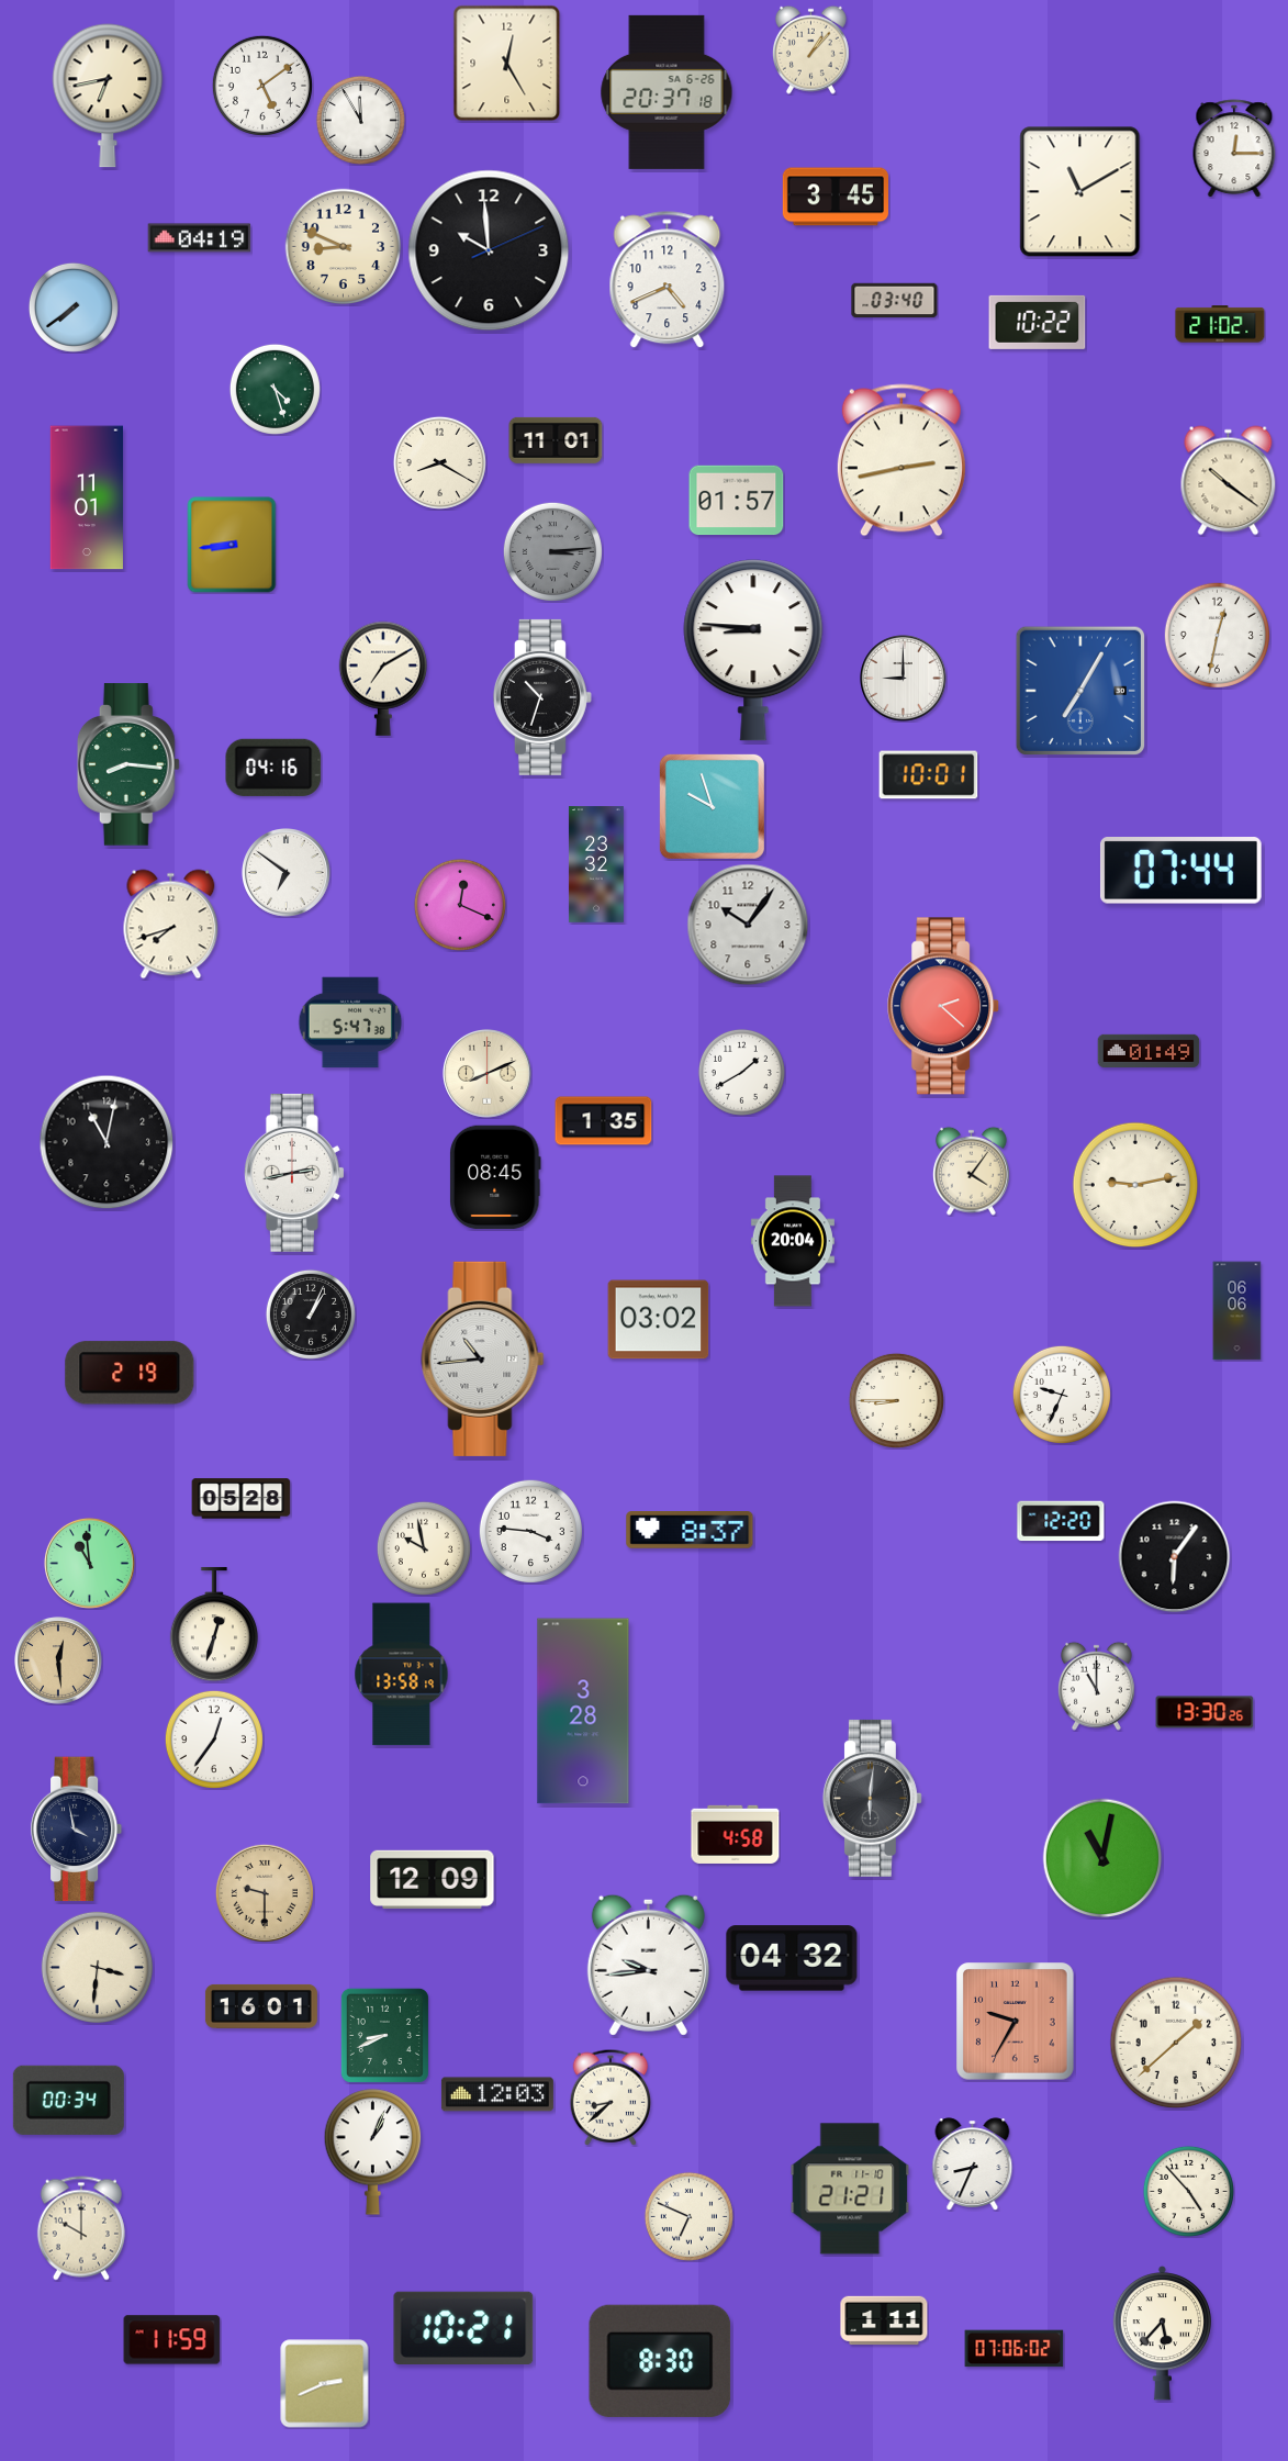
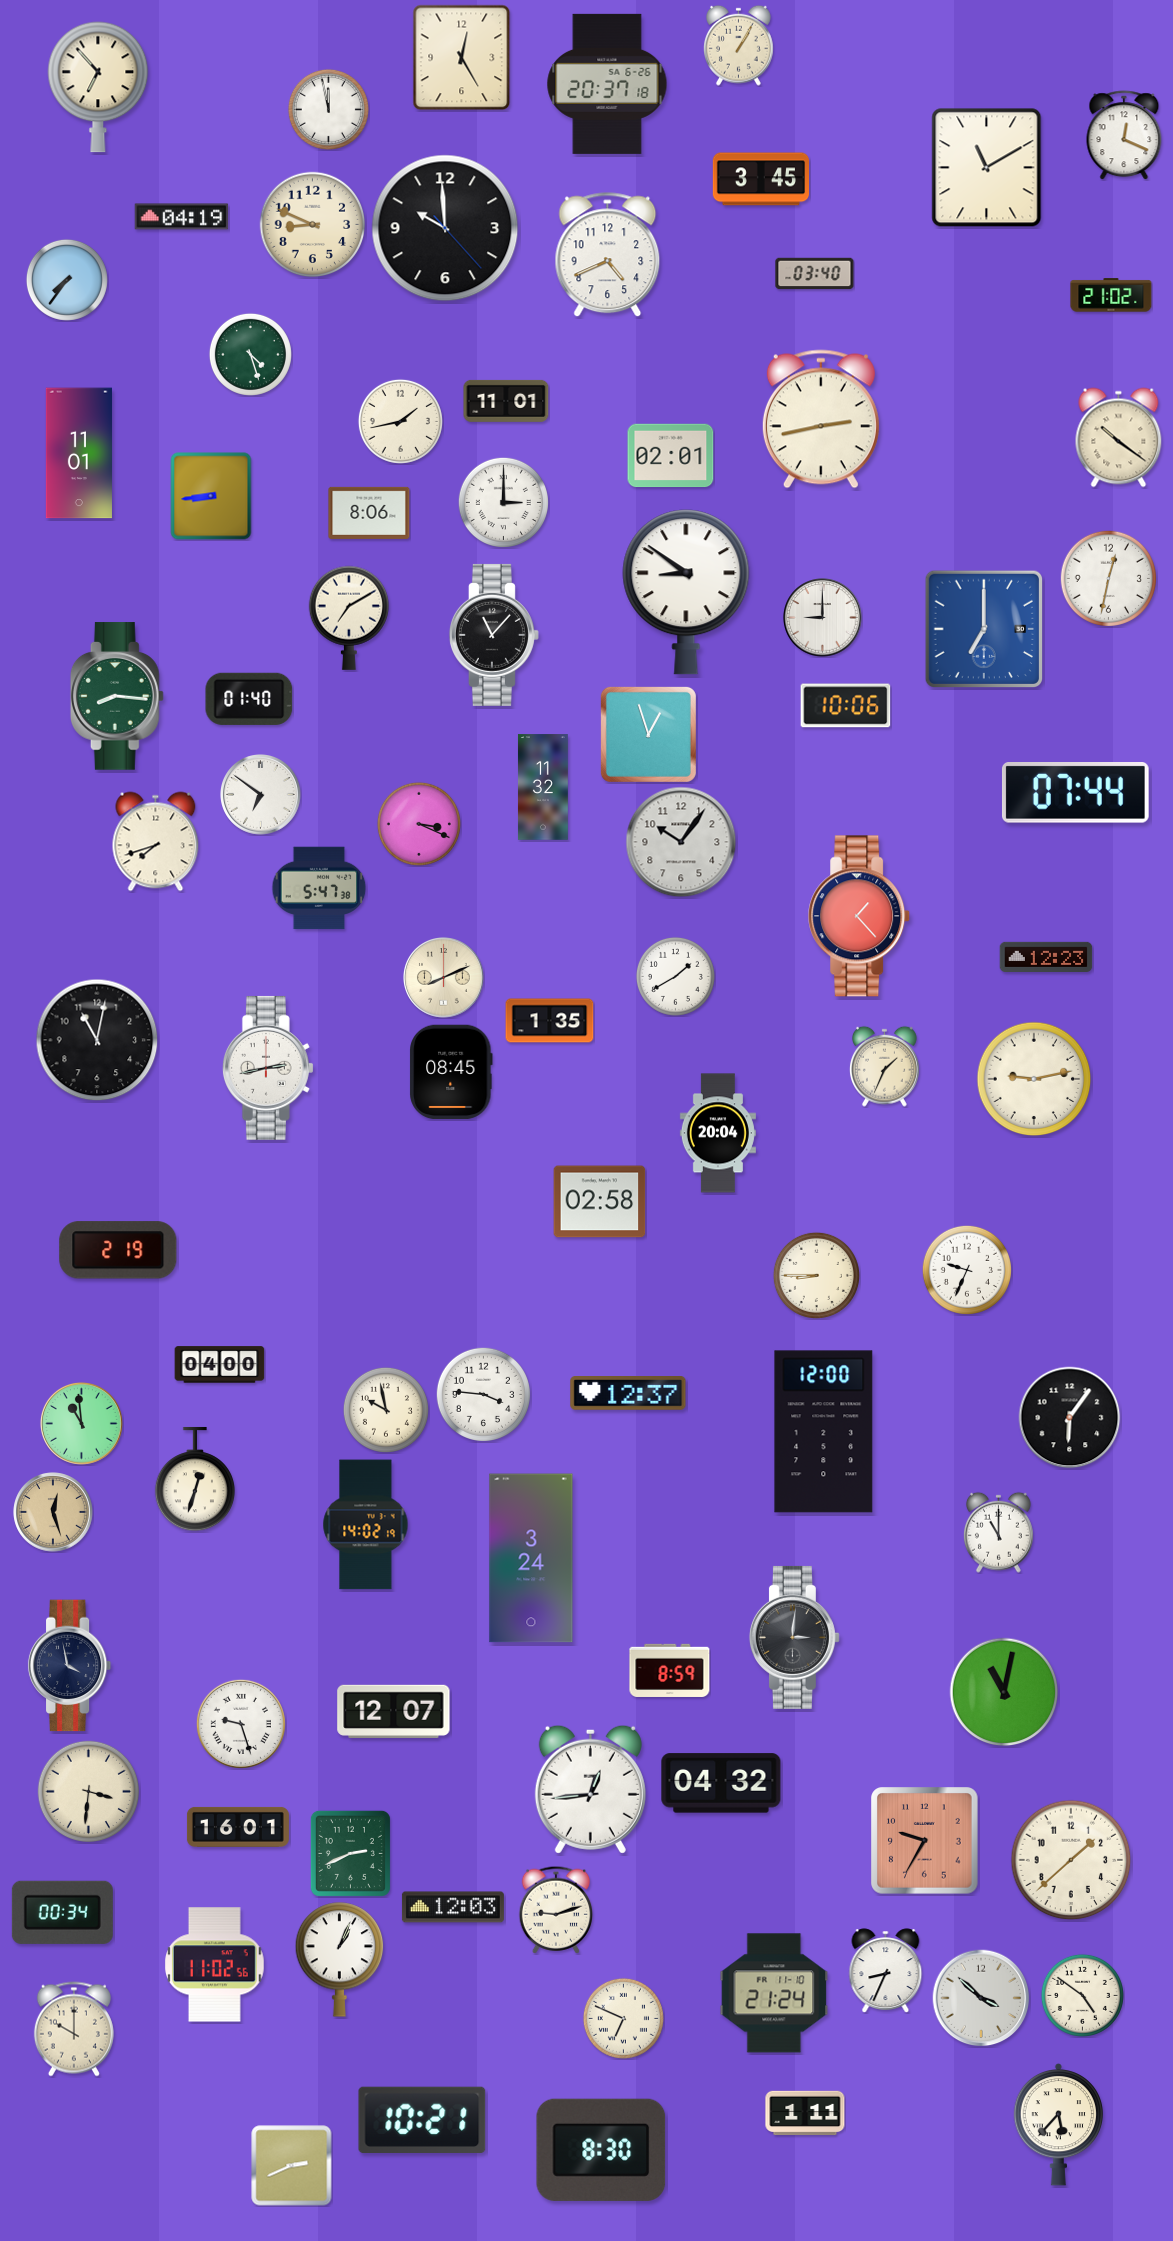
clock at (810, 49): 1:07 -> 1:05
clock at (262, 86): 5:09 -> none
clock at (108, 96): 6:43 -> 6:53
clock at (360, 120): 11:55 -> 11:58
clock at (1234, 148): 12:15 -> 12:19
clock at (1080, 192) position: (1080, 192) -> (987, 168)
clock at (489, 250): 9:59:11 -> 9:59:23
clock at (74, 307): 7:39 -> 7:36
clock at (1038, 322): 10:22 -> none
clock at (439, 462): 8:20 -> 1:43
clock at (737, 501): 01:57 -> 02:01
clock at (552, 551): 3:14 -> 3:00
clock at (552, 551) dial: grey -> white
clock at (369, 513): none -> 8:06
clock at (753, 650): 8:46 -> 8:51
clock at (1079, 690): 7:05 -> 7:00
clock at (542, 697): 10:33 -> 11:07
clock at (273, 768): 04:16 -> 01:40
clock at (929, 775): 10:01 -> 10:06
clock at (712, 806): 9:57 -> 12:57
clock at (596, 864): 23:32 -> 11:32
clock at (460, 905): 12:19 -> 3:19
clock at (944, 1006): 2:22 -> 1:23
clock at (350, 1022) position: (350, 1022) -> (319, 888)
clock at (1149, 1050): 01:49 -> 12:23
clock at (971, 1171): 4:06 -> 1:34
clock at (793, 1241) position: (793, 1241) -> (718, 1133)
clock at (1237, 1311): 06:06 -> none
clock at (311, 1315): 1:04 -> none
clock at (659, 1320): 03:02 -> 02:58
clock at (483, 1358): 10:44 -> none
clock at (242, 1499): 05:28 -> 04:00
clock at (1061, 1521): 12:20 -> none
clock at (690, 1531): 8:37 -> 12:37
clock at (824, 1432): none -> 12:00
clock at (58, 1660): 12:29 -> 12:27
clock at (402, 1675): 13:58 -> 14:02
clock at (1096, 1686) position: (1096, 1686) -> (998, 1532)
clock at (583, 1711): 3:28 -> 3:24
clock at (1205, 1712): 13:30 -> none
clock at (214, 1740): 12:36 -> none
clock at (872, 1798): 6:01 -> 3:01
clock at (736, 1834): 4:58 -> 8:59
clock at (433, 1879): 12:09 -> 12:07
clock at (265, 1893): 9:30 -> 9:27
clock at (265, 1893) dial: champagne -> white
clock at (648, 1965): 9:44 -> 12:44
clock at (384, 2035): 8:41 -> 2:41
clock at (611, 2098): 8:38 -> 9:12
clock at (215, 1965): none -> 11:02
clock at (850, 2189): 21:21 -> 21:24
clock at (1188, 2191): 4:53 -> 4:51
clock at (981, 1998): none -> 3:52
clock at (688, 2216) position: (688, 2216) -> (623, 2018)
clock at (172, 2340): 11:59 -> none
clock at (1015, 2349): 07:06 -> none
clock at (325, 2384) position: (325, 2384) -> (292, 2166)
